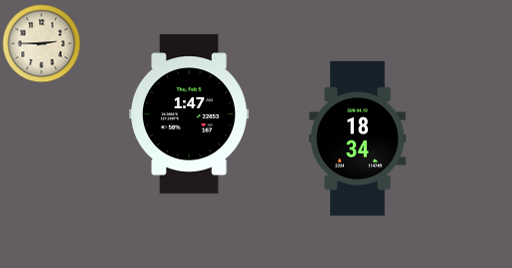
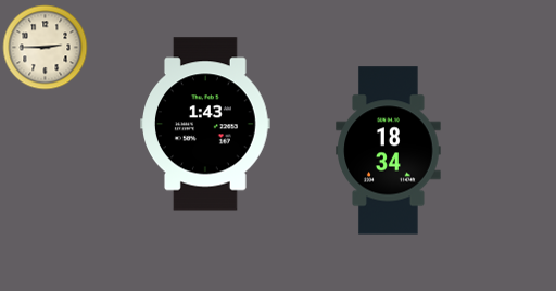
clock at (190, 114): 1:47 -> 1:43
